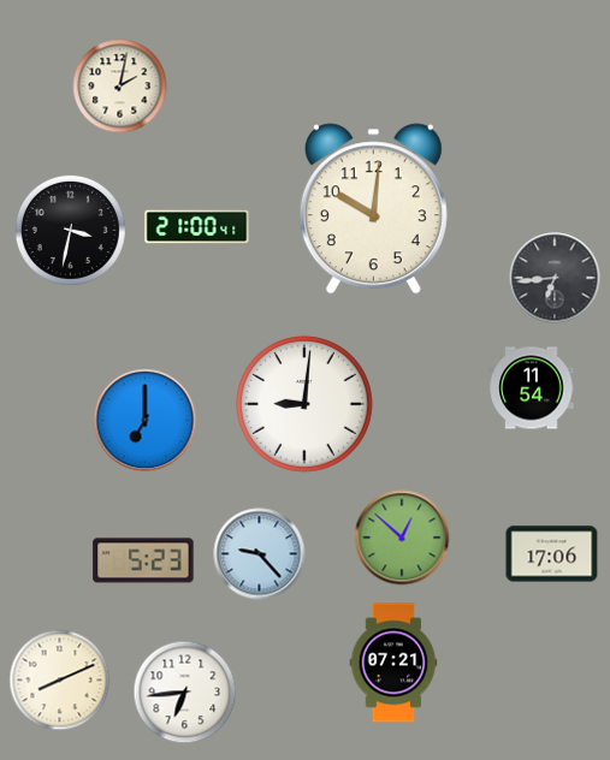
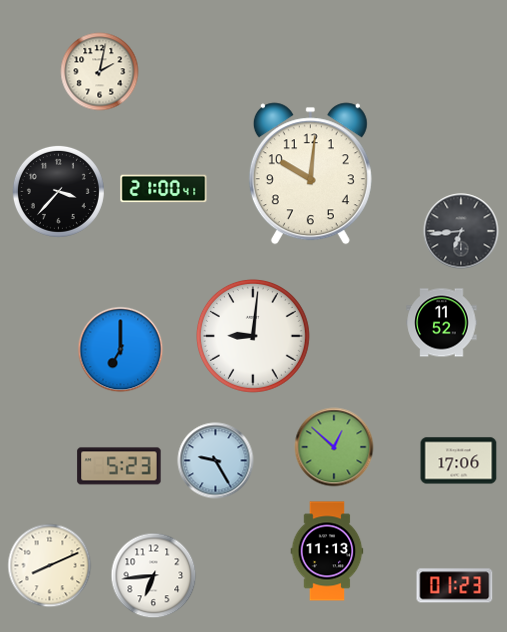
clock at (70, 230): 3:32 -> 3:37
clock at (532, 388): 11:54 -> 11:52
clock at (260, 554): 9:23 -> 9:25
clock at (393, 663): 07:21 -> 11:13
clock at (455, 586): none -> 01:23
